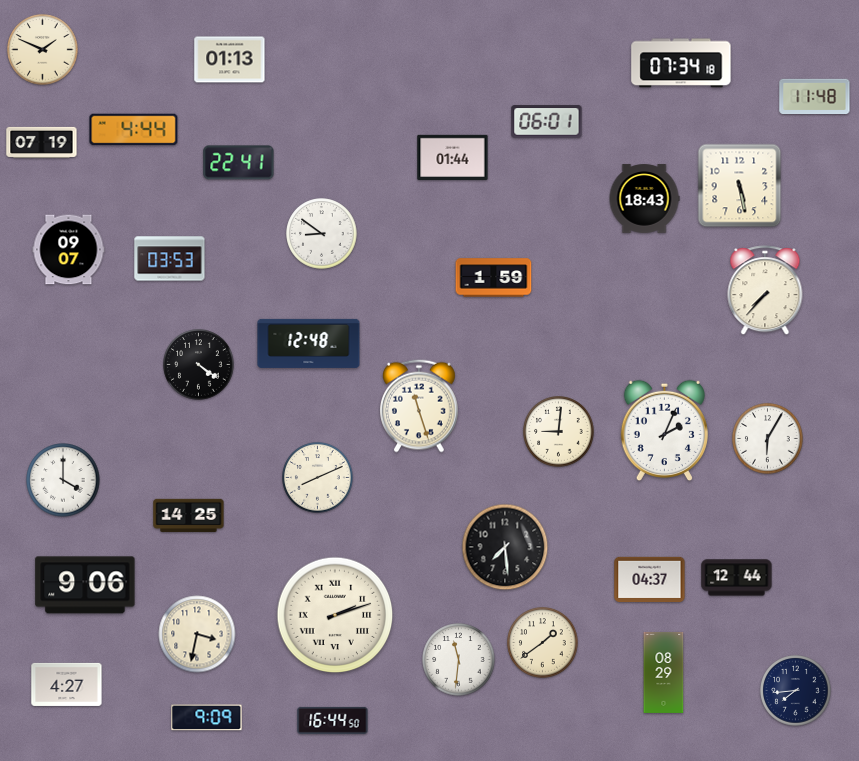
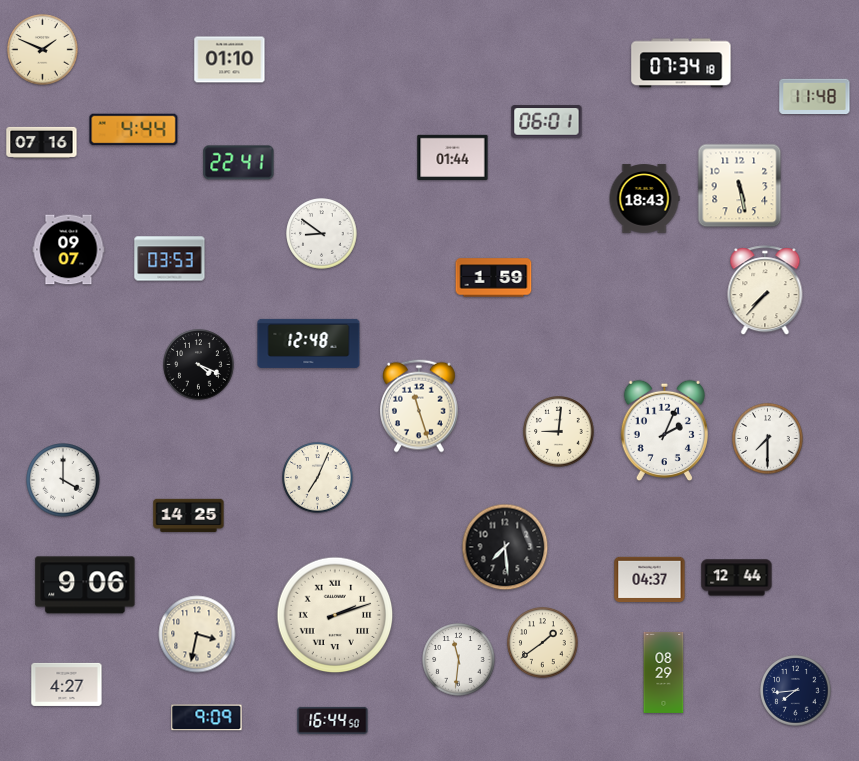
clock at (230, 60): 01:13 -> 01:10
clock at (42, 142): 07:19 -> 07:16
clock at (199, 365): 4:21 -> 4:19
clock at (768, 439): 6:05 -> 7:30
clock at (318, 478): 8:11 -> 7:04
